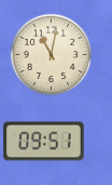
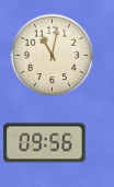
clock at (44, 142): 09:51 -> 09:56
